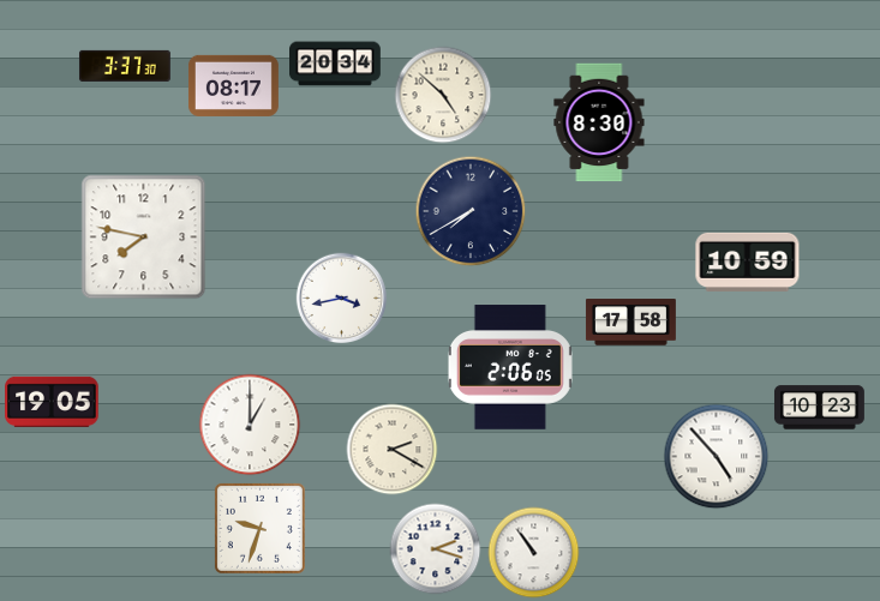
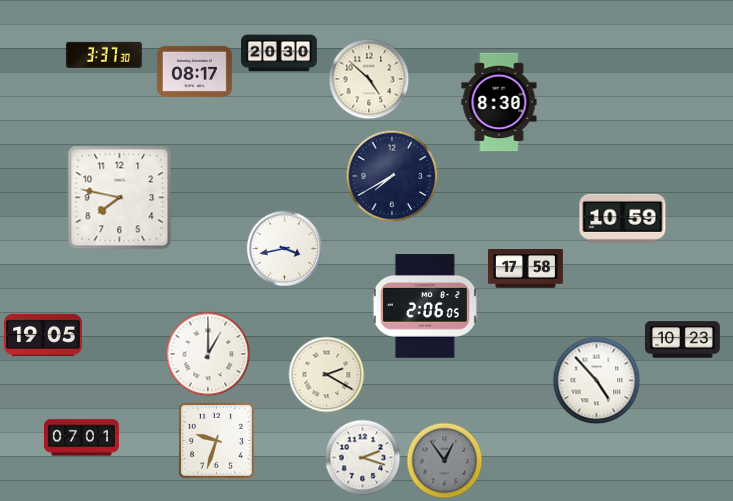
clock at (336, 64): 20:34 -> 20:30
clock at (81, 438): none -> 07:01
clock at (534, 553): 10:54 -> 12:54
clock at (534, 553) dial: white -> grey
